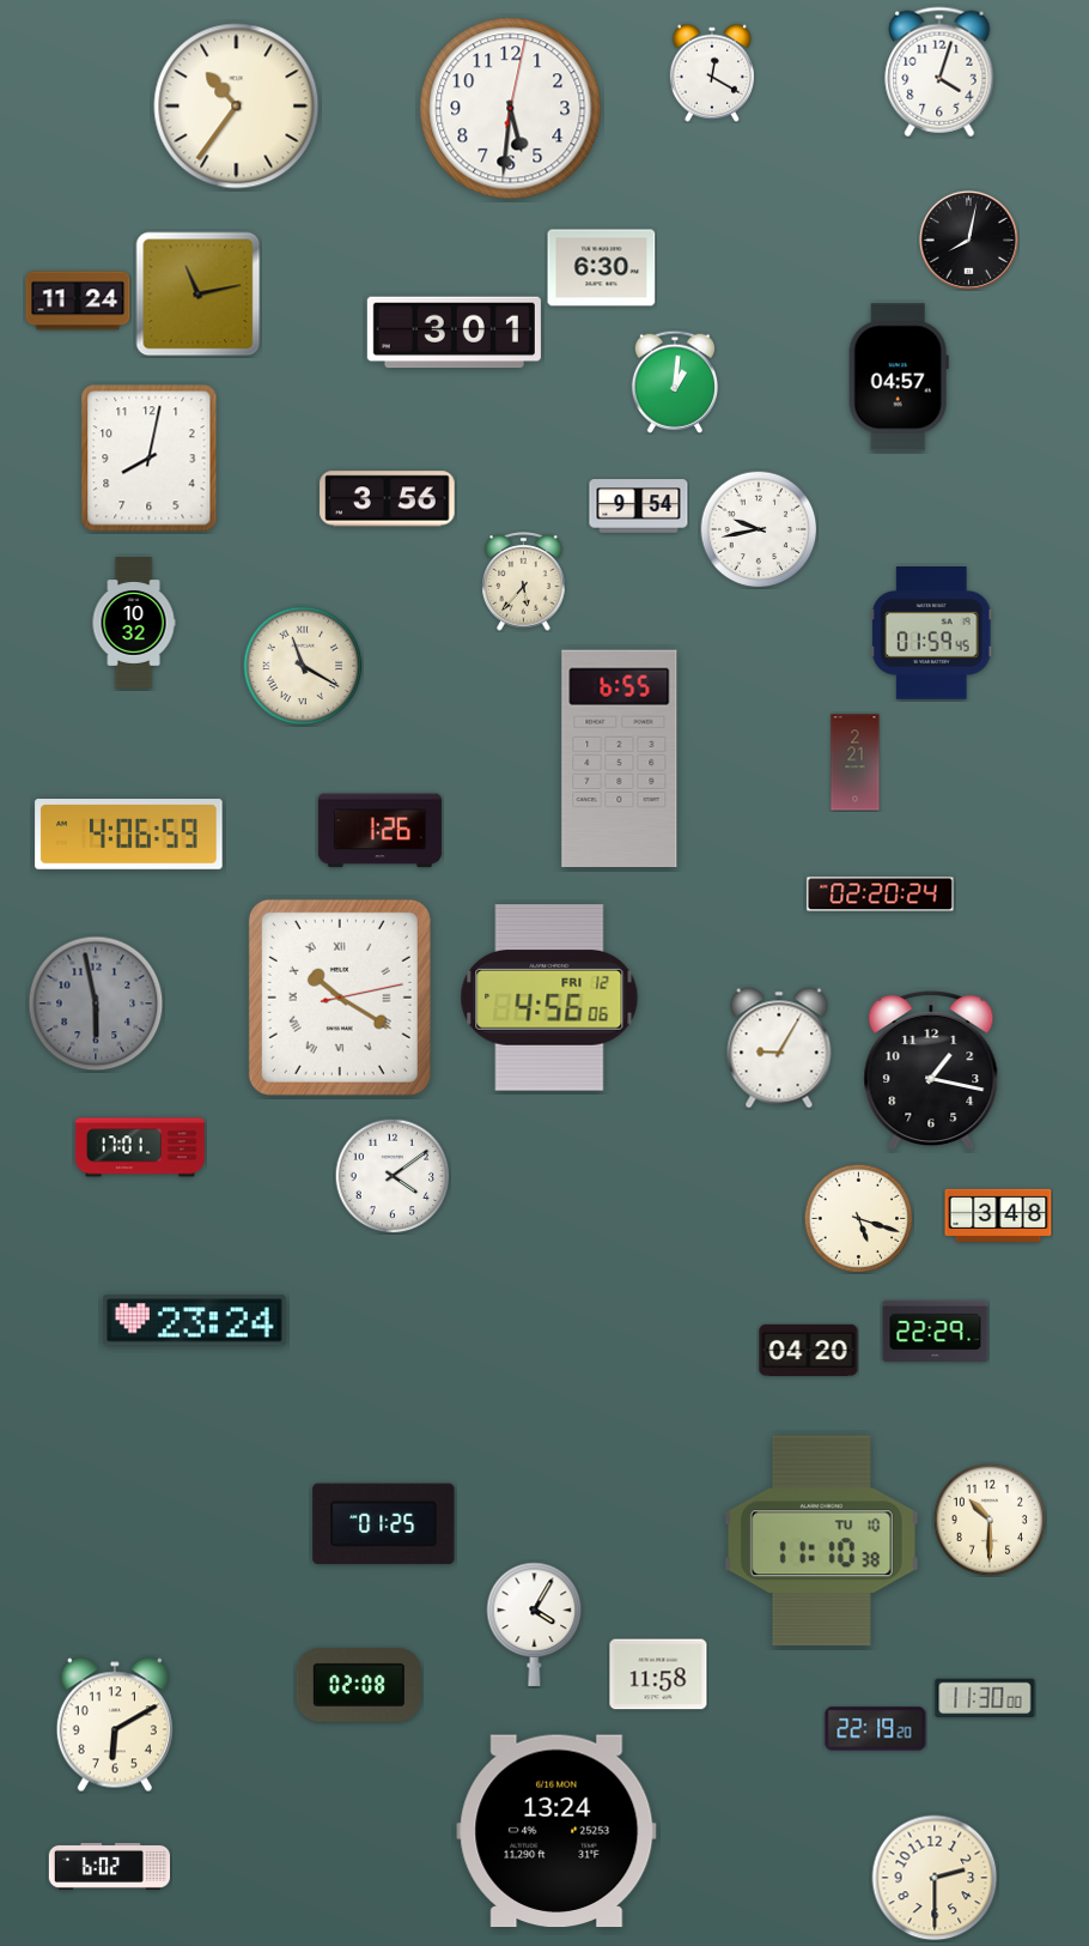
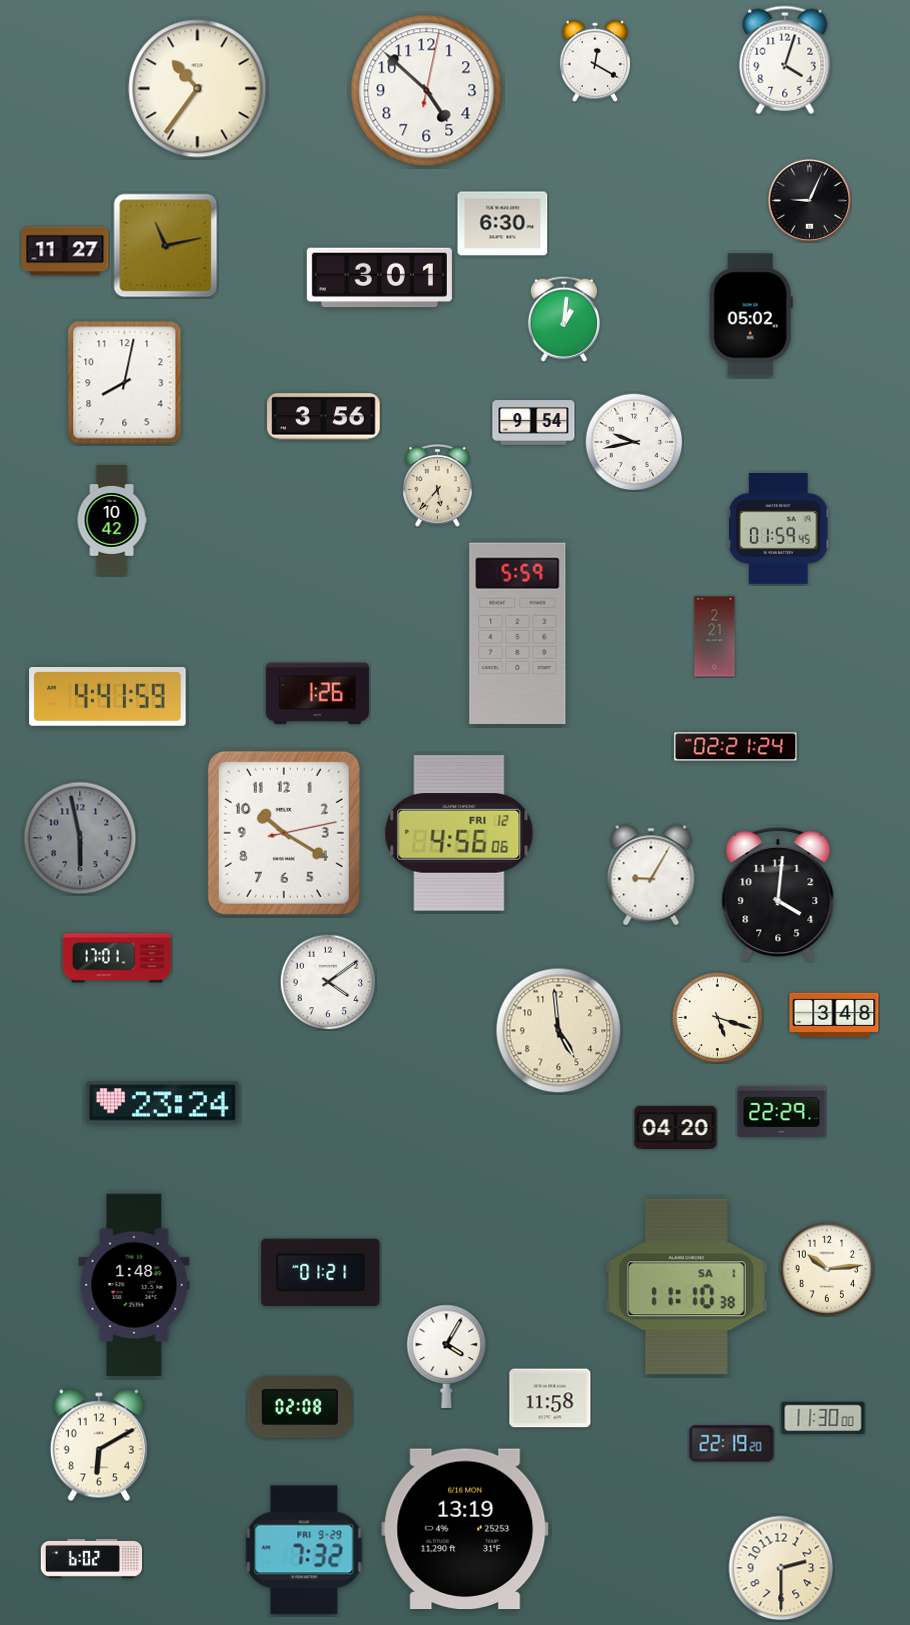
clock at (511, 109): 5:31 -> 4:52
clock at (968, 240): 8:02 -> 9:04
clock at (78, 301): 11:24 -> 11:27
clock at (899, 377): 04:57 -> 05:02
clock at (134, 623): 10:32 -> 10:42
clock at (303, 666): 11:20 -> none
clock at (620, 758): 6:55 -> 5:59
clock at (129, 835): 4:06 -> 4:41
clock at (881, 895): 02:20 -> 02:21
clock at (340, 998) numerals: Roman -> Arabic
clock at (931, 1072): 1:17 -> 4:01
clock at (559, 1031): none -> 4:59
clock at (990, 1520): 10:30 -> 10:14
clock at (384, 1524): 01:25 -> 01:21
clock at (134, 1285): none -> 1:48
clock at (821, 1541) date: TU 10 -> SA 1
clock at (115, 1724) position: (115, 1724) -> (99, 1445)
clock at (556, 1831): 13:24 -> 13:19
clock at (304, 1550): none -> 7:32
